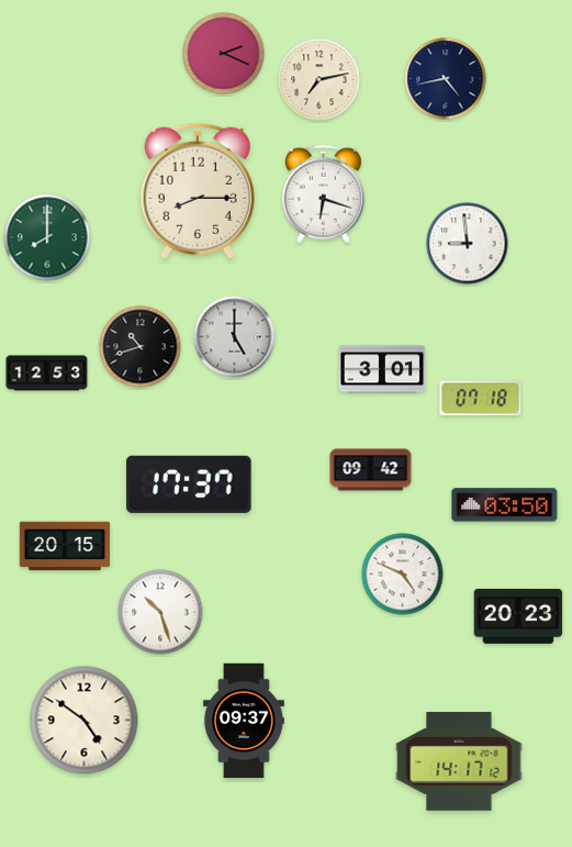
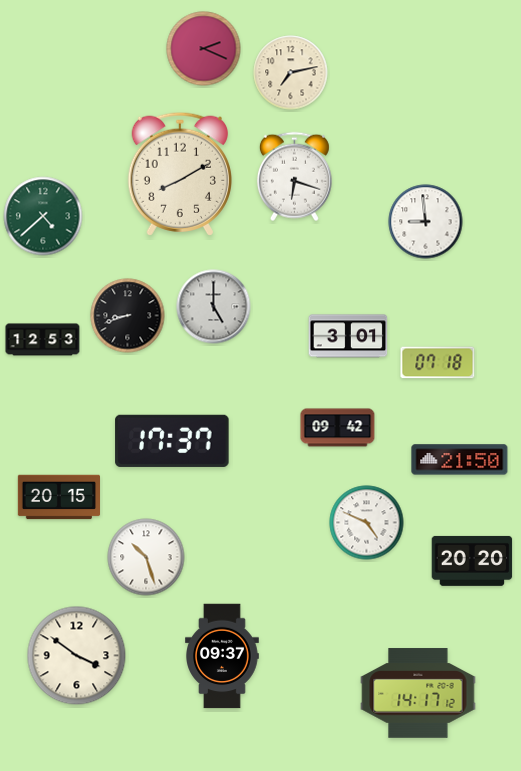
clock at (446, 79): 4:43 -> none
clock at (198, 191): 8:15 -> 8:10
clock at (47, 237): 8:00 -> 4:38
clock at (141, 347): 10:42 -> 8:42
clock at (505, 505): 03:50 -> 21:50
clock at (518, 616): 20:23 -> 20:20
clock at (85, 721): 4:51 -> 3:51
